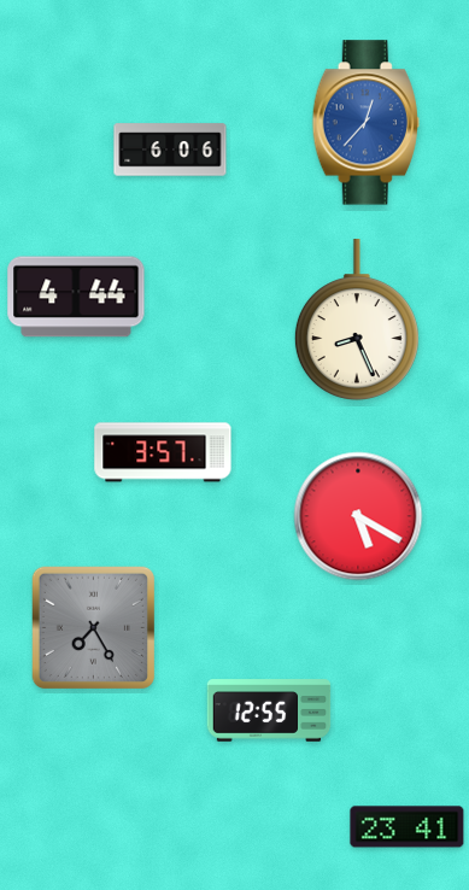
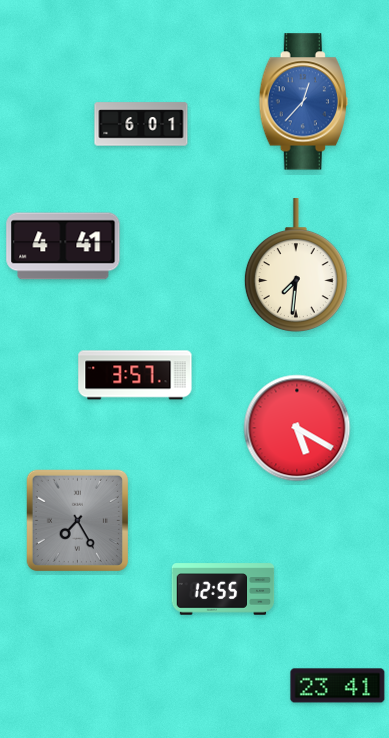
clock at (170, 150): 6:06 -> 6:01
clock at (76, 297): 4:44 -> 4:41
clock at (357, 320): 8:26 -> 7:31
